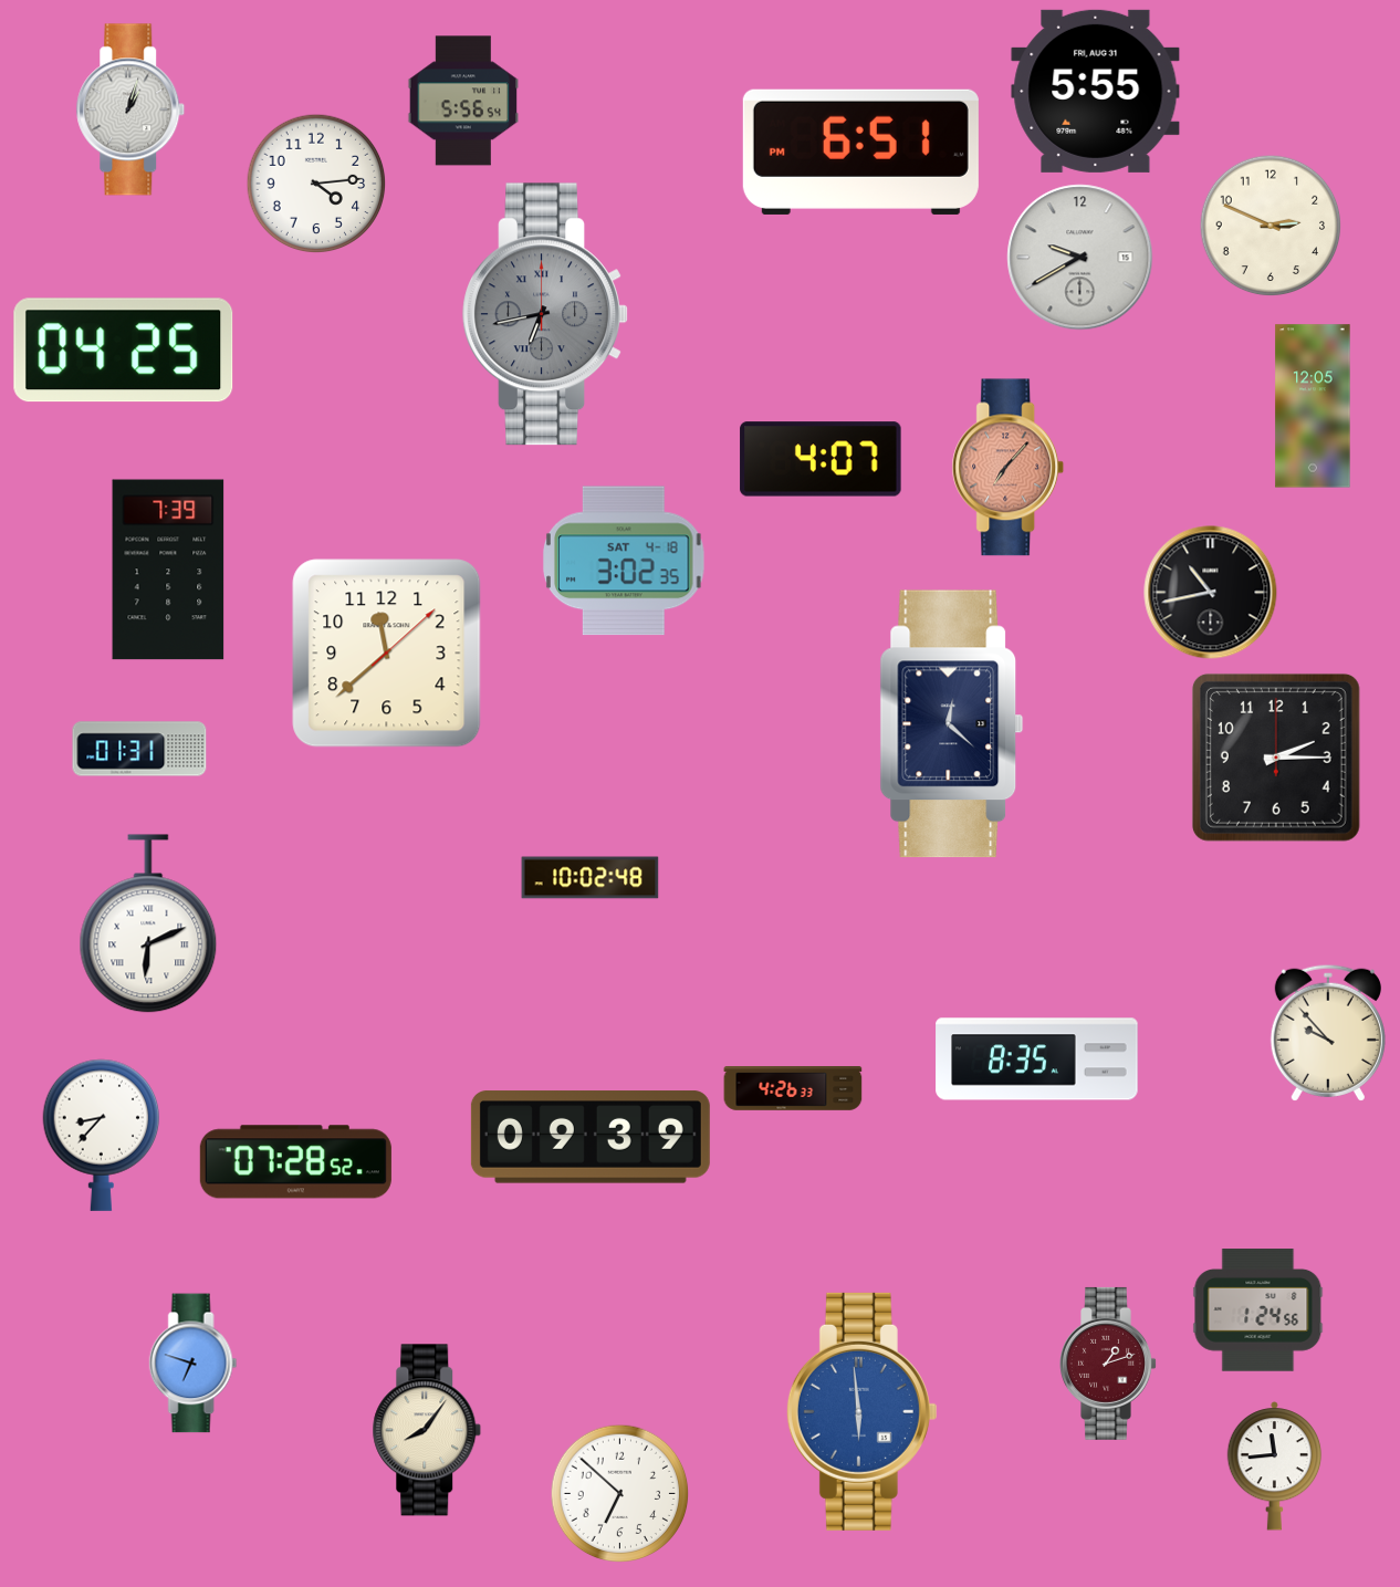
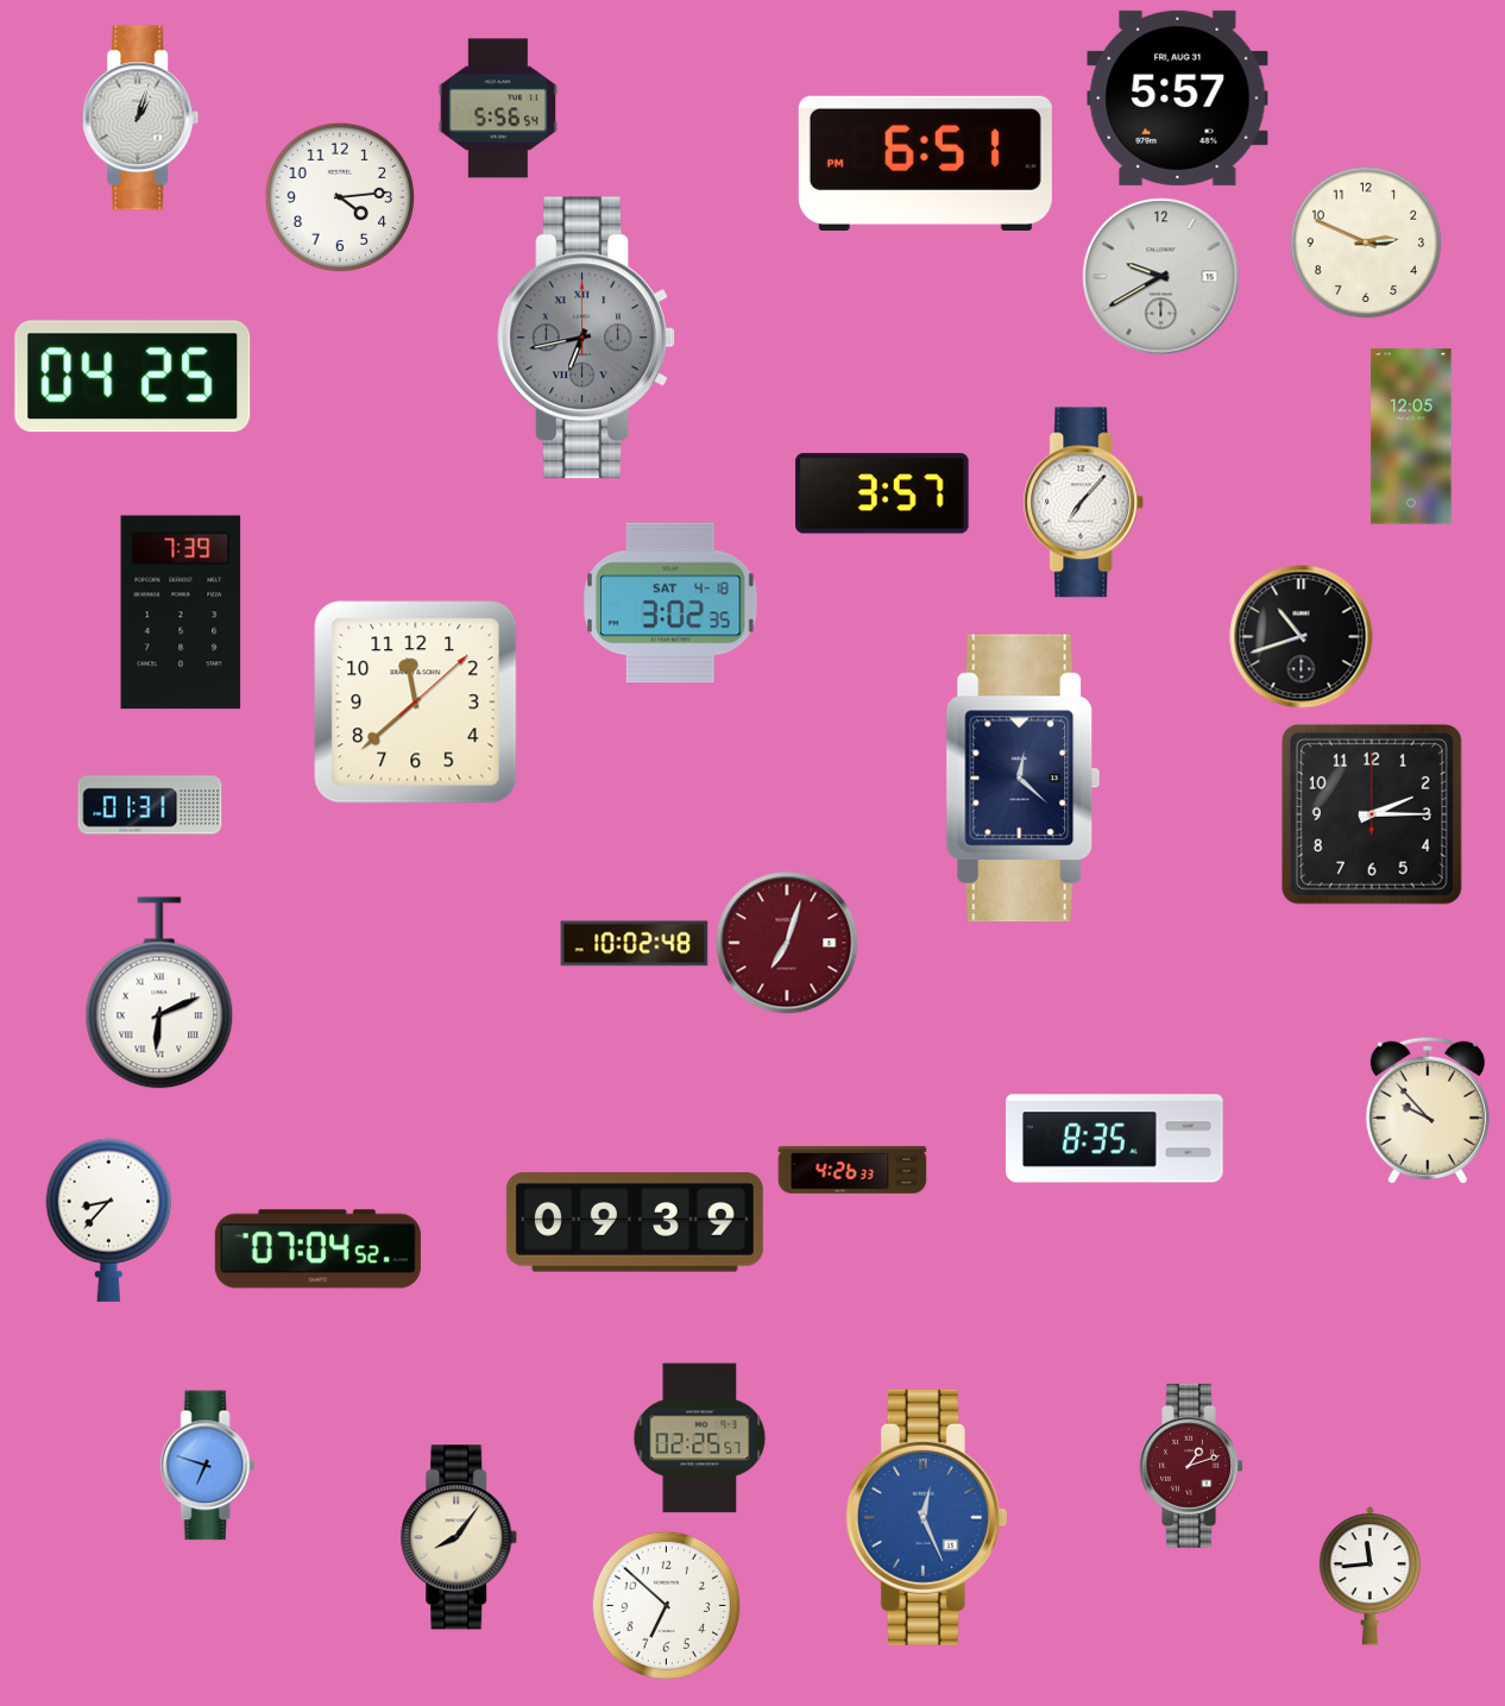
clock at (1096, 91): 5:55 -> 5:57
clock at (821, 459): 4:07 -> 3:57
clock at (1009, 468) dial: salmon -> white
clock at (1211, 593): 10:43 -> 10:42
clock at (787, 943): none -> 7:03
clock at (295, 1162): 07:28 -> 07:04
clock at (1258, 1311): 1:24 -> none
clock at (700, 1439): none -> 02:25
clock at (861, 1411): 5:59 -> 12:26
